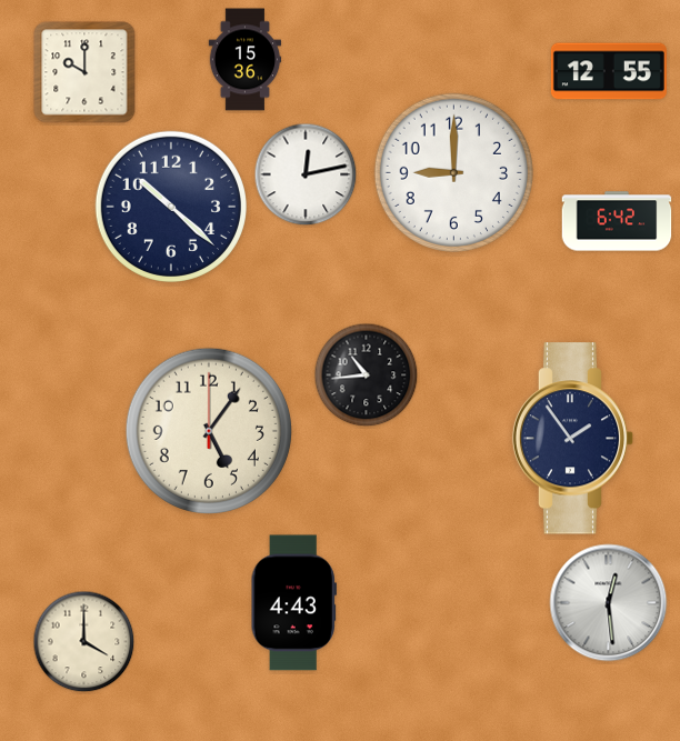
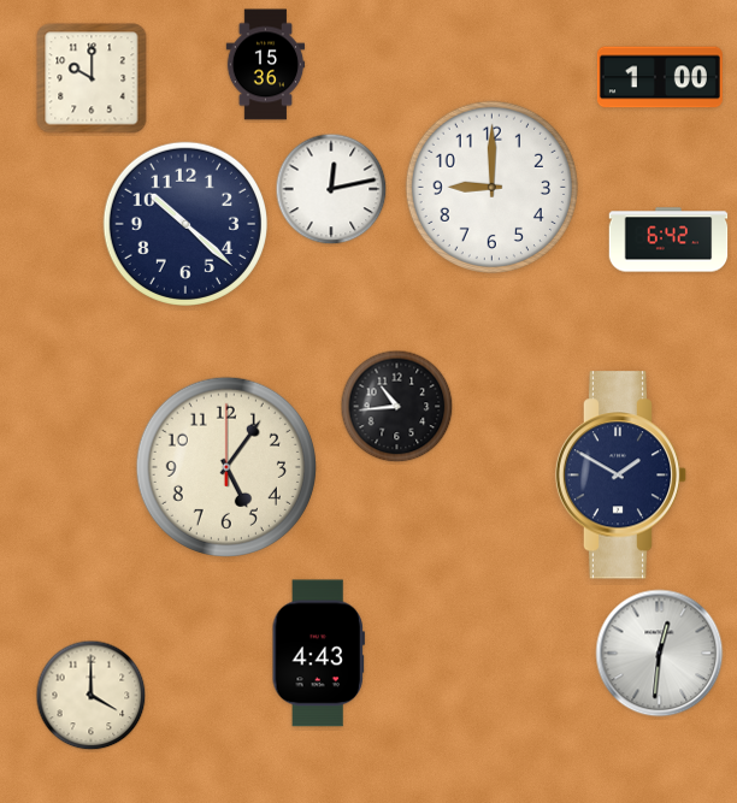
clock at (609, 71): 12:55 -> 1:00
clock at (573, 439): 1:54 -> 1:50
clock at (609, 603): 12:29 -> 12:31
